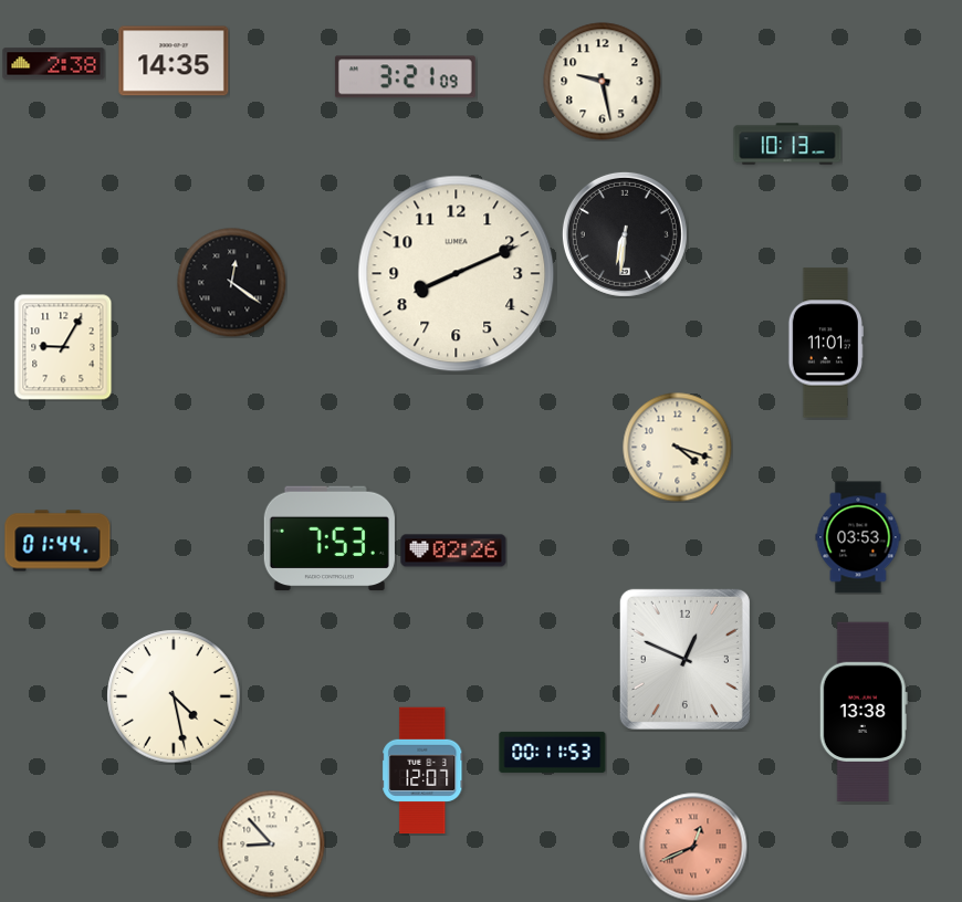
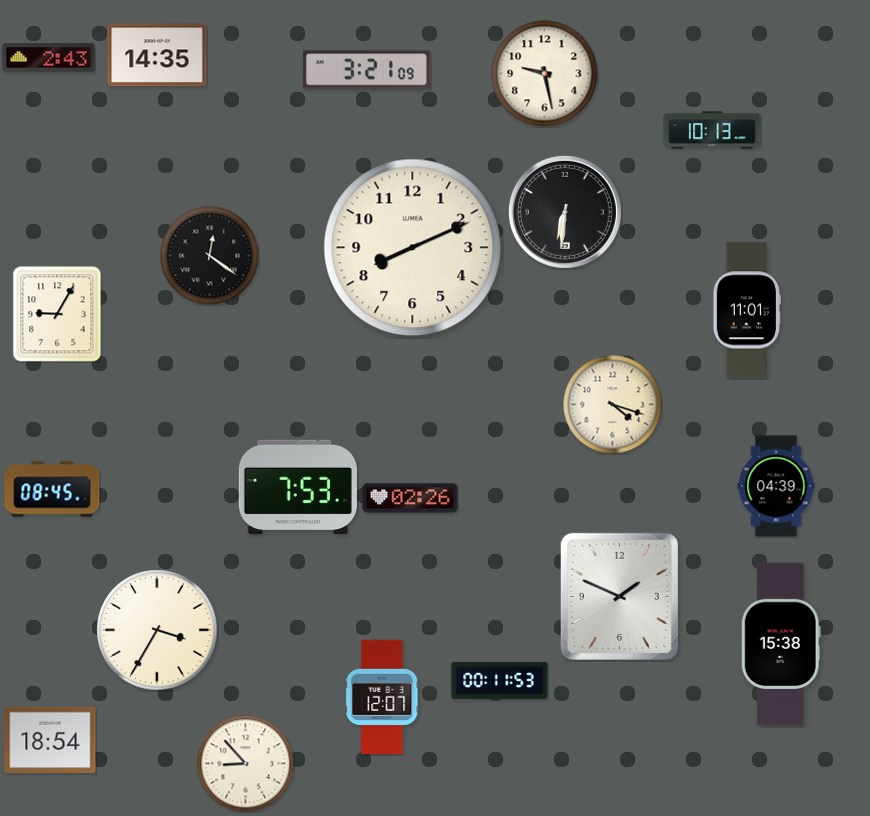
clock at (54, 64): 2:38 -> 2:43
clock at (858, 537): 03:53 -> 04:39
clock at (57, 541): 01:44 -> 08:45
clock at (684, 659): 12:49 -> 1:49
clock at (174, 696): 4:28 -> 3:35
clock at (864, 712): 13:38 -> 15:38
clock at (50, 740): none -> 18:54
clock at (693, 847): 12:41 -> none
